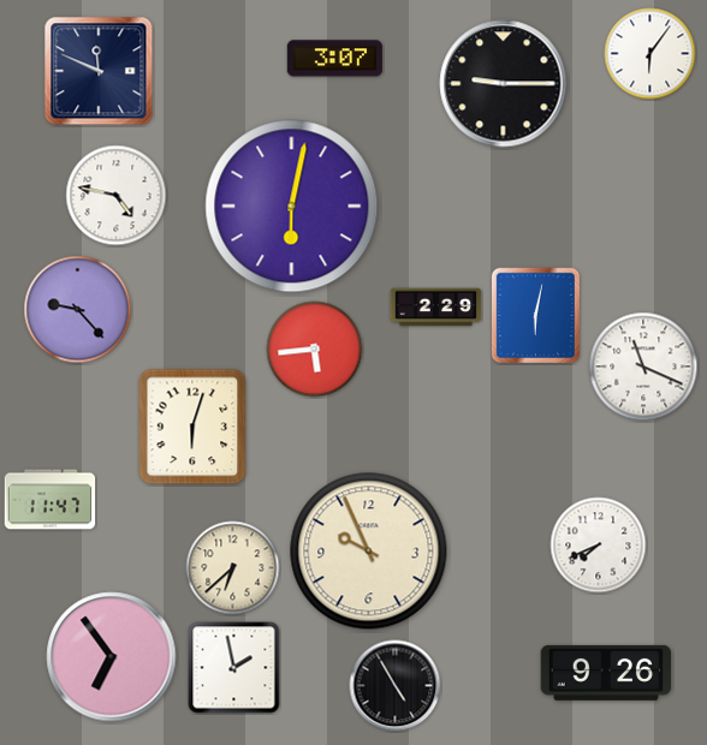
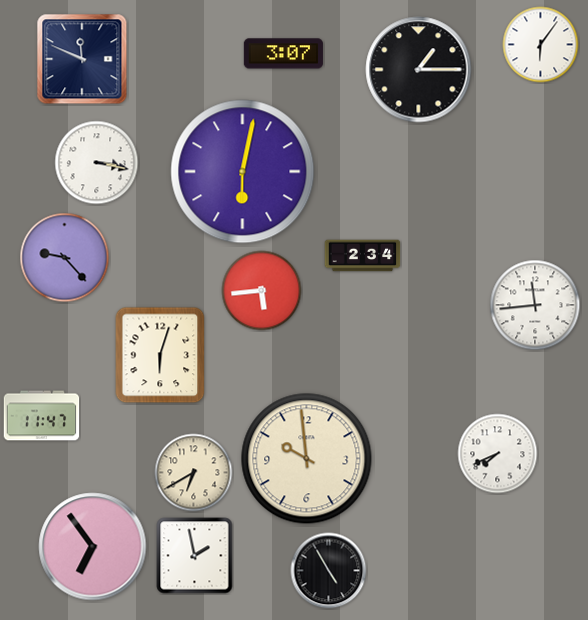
clock at (334, 59) position: (334, 59) -> (283, 54)
clock at (504, 84): 9:15 -> 1:15
clock at (117, 196): 4:47 -> 3:17
clock at (436, 308): 2:29 -> 2:34
clock at (535, 316): 6:02 -> none
clock at (643, 366): 11:19 -> 11:44
clock at (369, 552): 9:56 -> 9:59
clock at (233, 568): 6:38 -> 6:40
clock at (606, 673): 9:26 -> none
